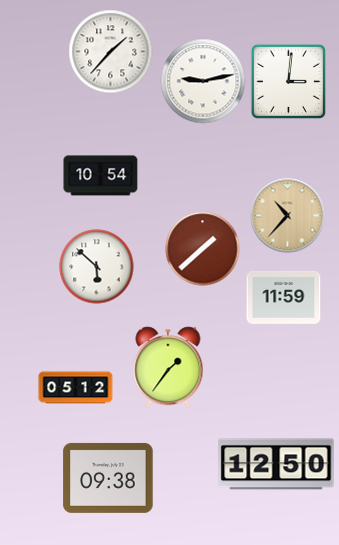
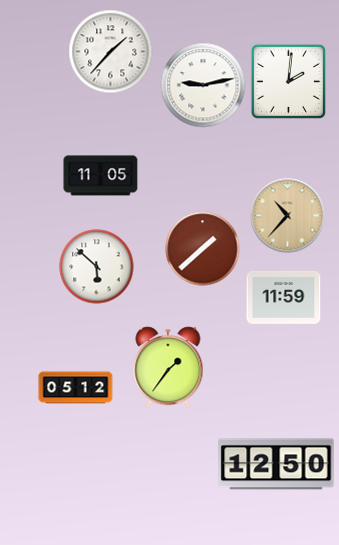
clock at (203, 81) position: (203, 81) -> (203, 85)
clock at (288, 81): 3:01 -> 2:01
clock at (101, 176): 10:54 -> 11:05
clock at (108, 478): 09:38 -> none
